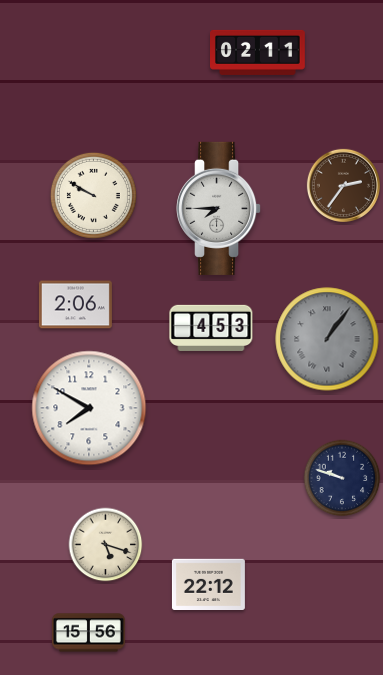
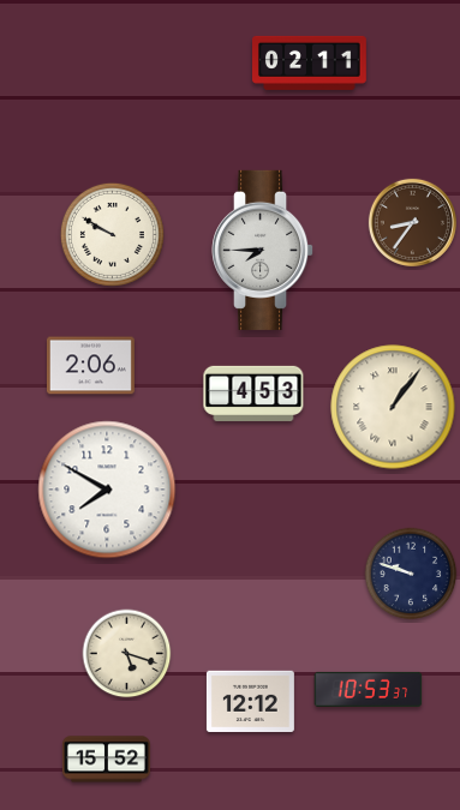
clock at (343, 185): 2:36 -> 8:36
clock at (327, 339) dial: grey -> cream
clock at (369, 689): none -> 10:53
clock at (208, 584): 22:12 -> 12:12
clock at (88, 633): 15:56 -> 15:52
